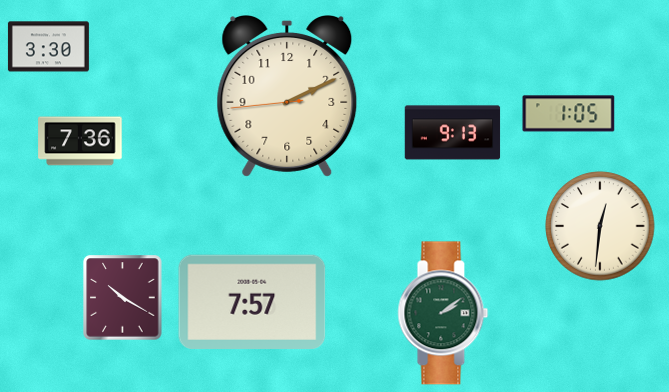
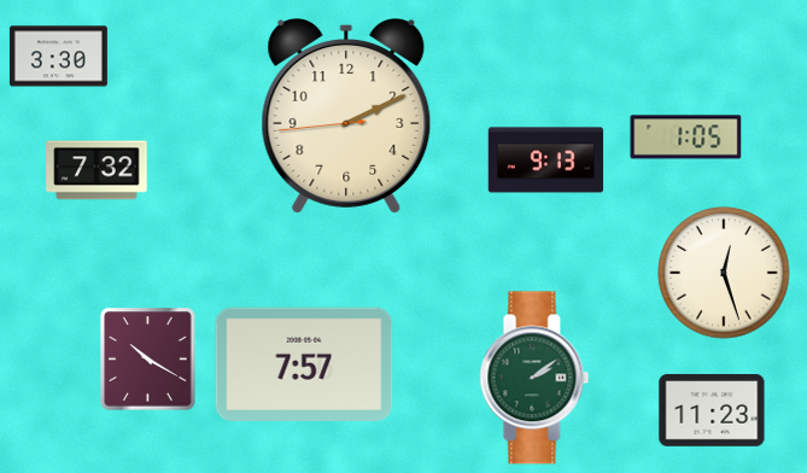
clock at (80, 141): 7:36 -> 7:32
clock at (600, 226): 12:31 -> 12:27
clock at (712, 410): none -> 11:23
